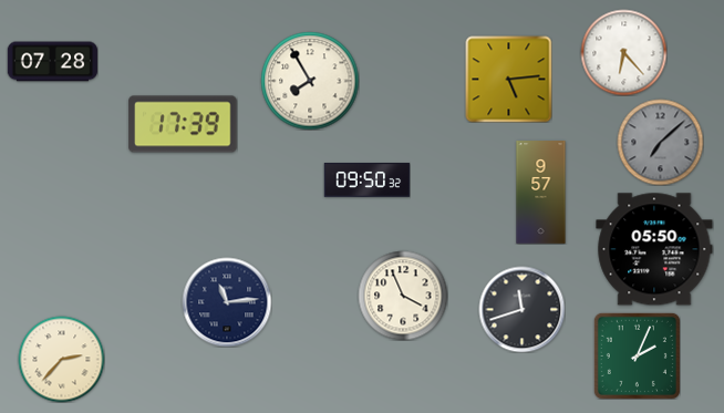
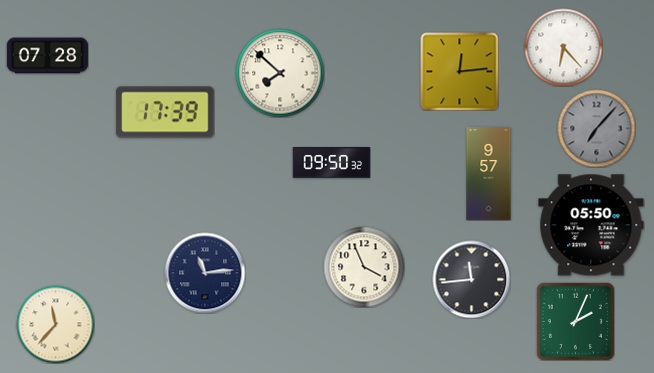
clock at (508, 79): 5:14 -> 12:14
clock at (310, 81): 7:55 -> 7:52
clock at (660, 142): 7:08 -> 7:07
clock at (521, 309): 11:42 -> 11:44
clock at (61, 359): 2:37 -> 11:37
